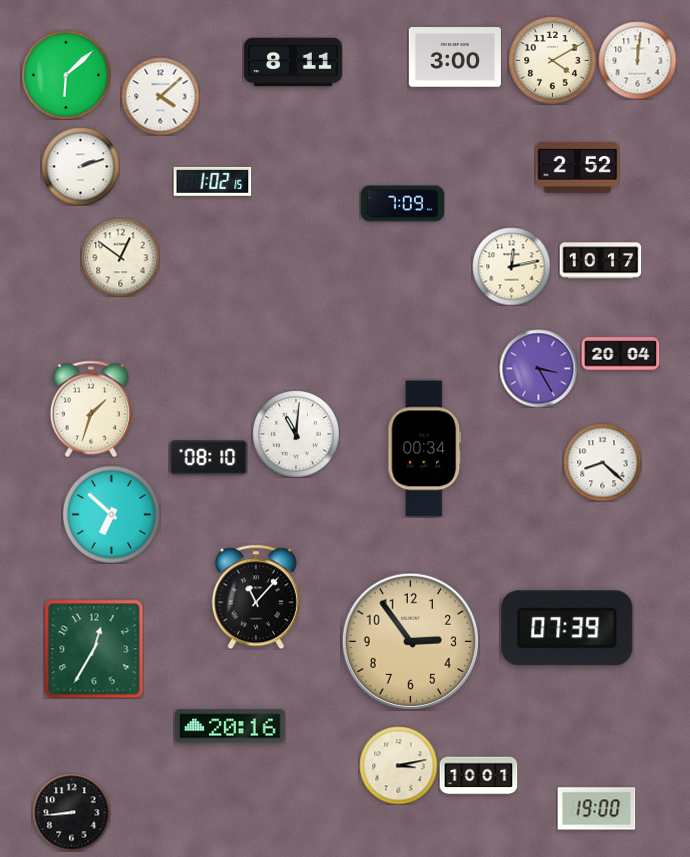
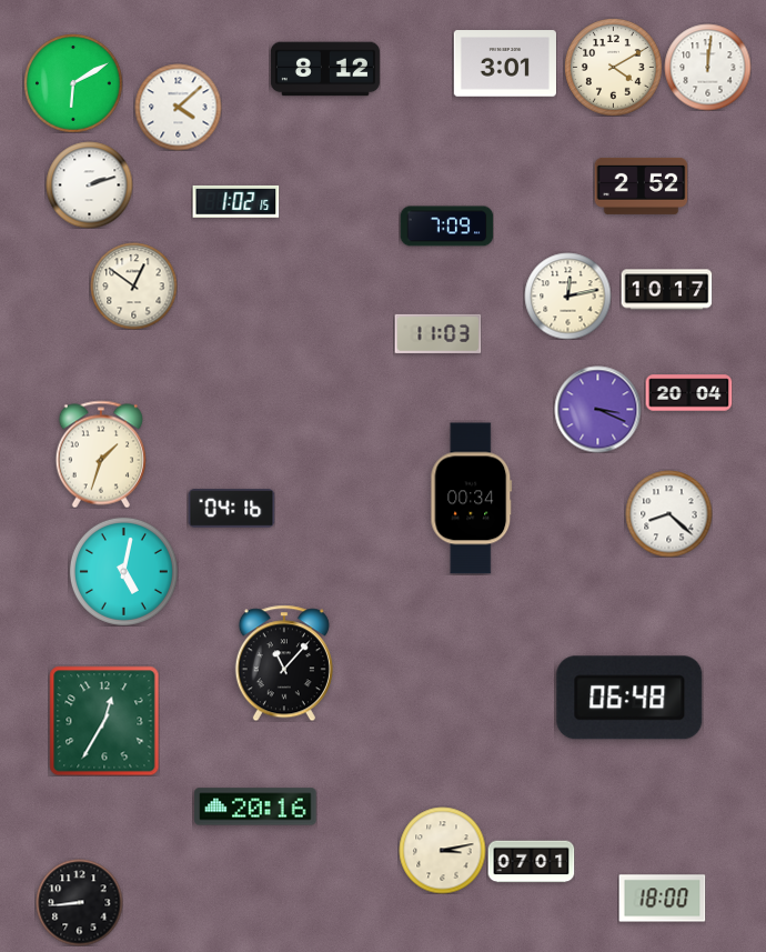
clock at (455, 57): 3:00 -> 3:01
clock at (293, 62): 8:11 -> 8:12
clock at (66, 75): 6:08 -> 6:10
clock at (437, 333): none -> 11:03
clock at (538, 368): 3:25 -> 3:19
clock at (296, 434): 11:01 -> none
clock at (208, 458): 08:10 -> 04:16
clock at (111, 514): 6:52 -> 5:02
clock at (567, 628): 07:39 -> 06:48
clock at (410, 641): 2:54 -> none
clock at (478, 776): 10:01 -> 07:01
clock at (596, 809): 19:00 -> 18:00
